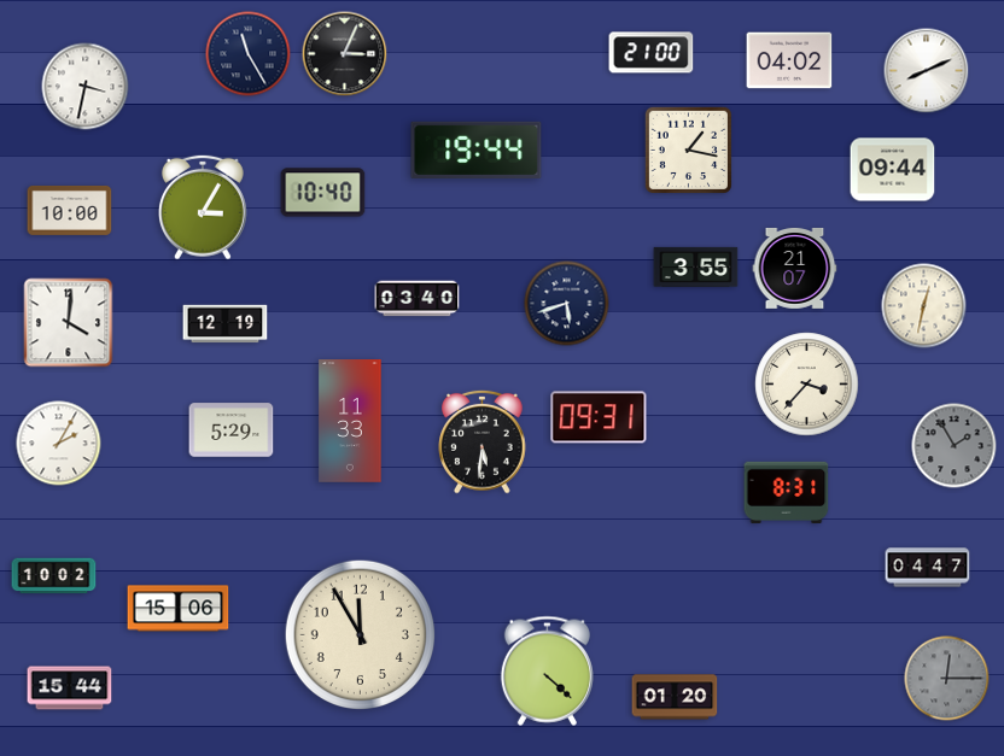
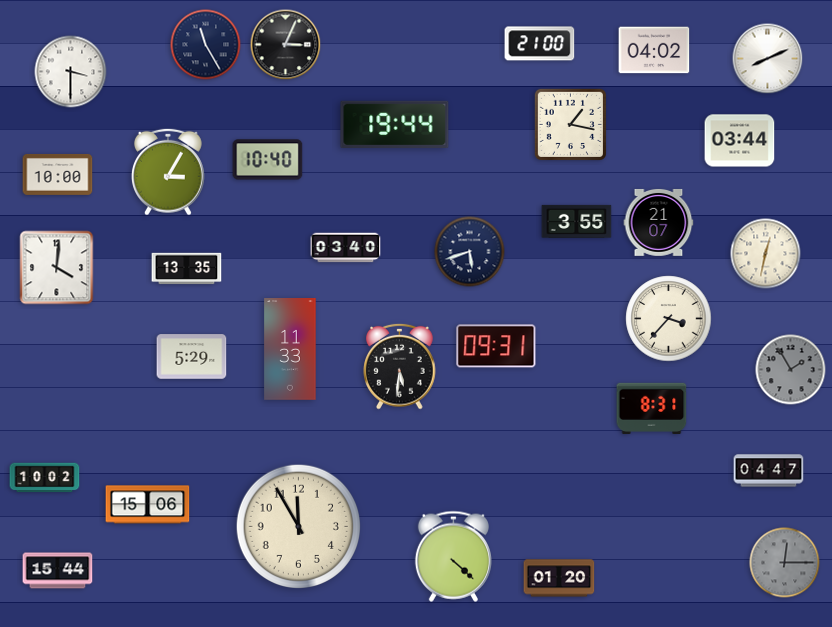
clock at (86, 87): 3:32 -> 3:30
clock at (893, 170): 09:44 -> 03:44
clock at (226, 324): 12:19 -> 13:35
clock at (59, 444): 2:05 -> none
